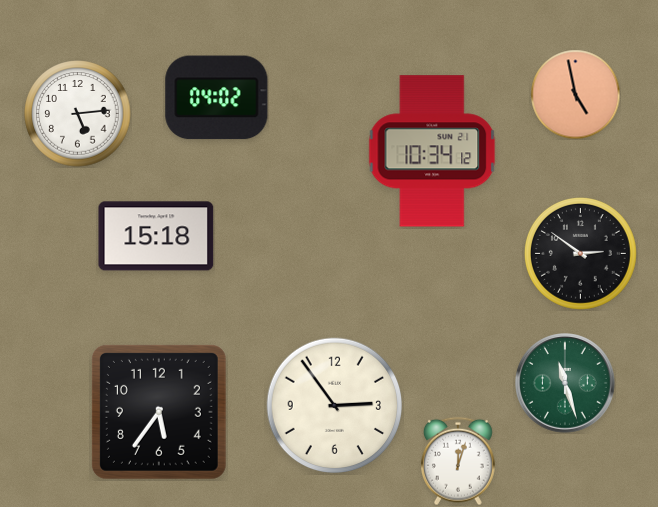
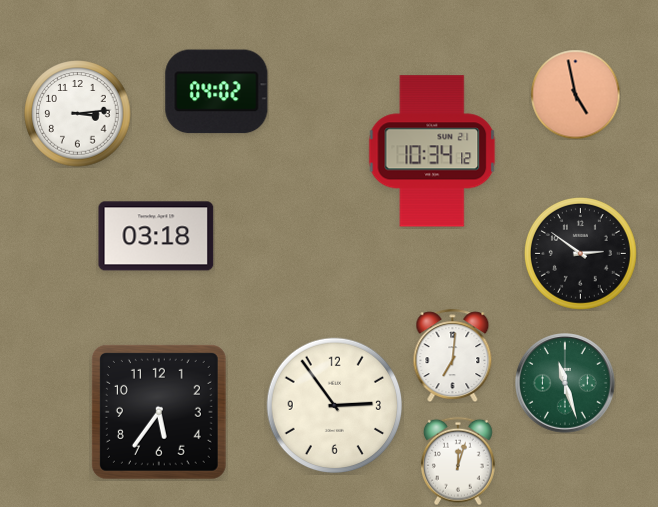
clock at (217, 98) position: (217, 98) -> (217, 92)
clock at (78, 114): 5:14 -> 3:14
clock at (156, 236): 15:18 -> 03:18
clock at (453, 355): none -> 7:01
